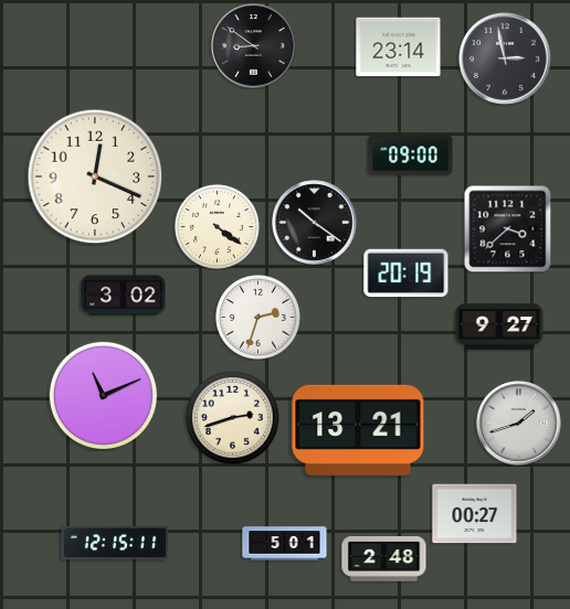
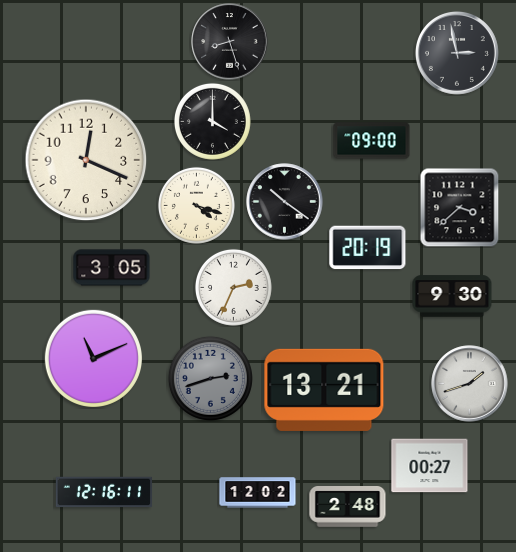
clock at (254, 46): 8:51 -> 8:27
clock at (399, 47): 23:14 -> none
clock at (212, 121): none -> 4:00
clock at (217, 226): 4:21 -> 4:18
clock at (124, 296): 3:02 -> 3:05
clock at (257, 317): 2:33 -> 2:34
clock at (499, 327): 9:27 -> 9:30
clock at (232, 417) dial: cream -> grey
clock at (115, 543): 12:15 -> 12:16
clock at (285, 544): 5:01 -> 12:02
